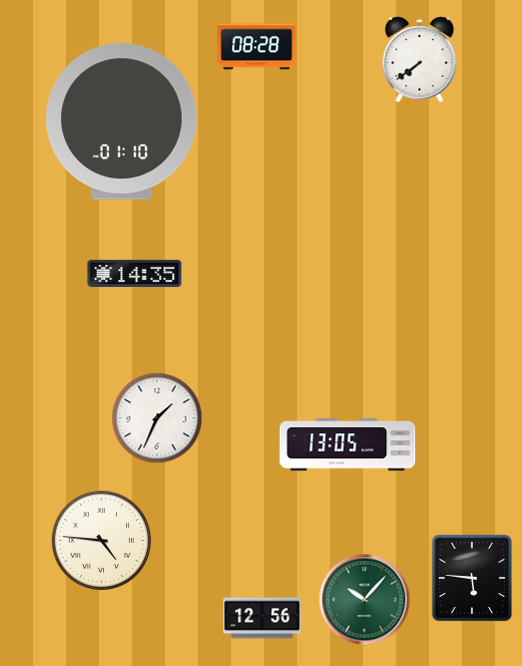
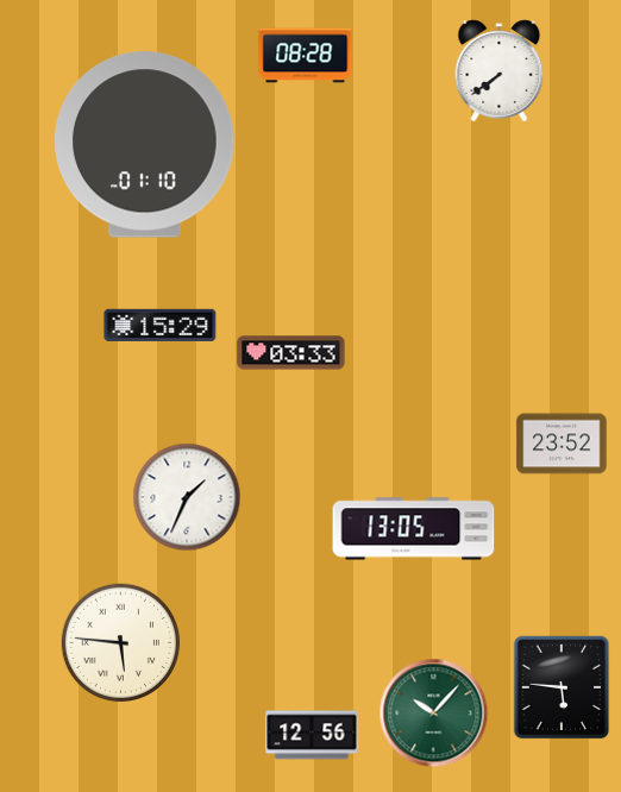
clock at (135, 273): 14:35 -> 15:29
clock at (291, 353): none -> 03:33
clock at (562, 444): none -> 23:52
clock at (102, 541): 4:46 -> 5:46
